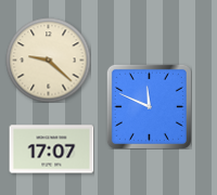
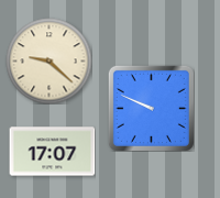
clock at (149, 106): 11:49 -> 9:49
